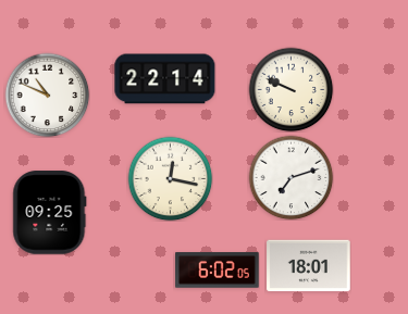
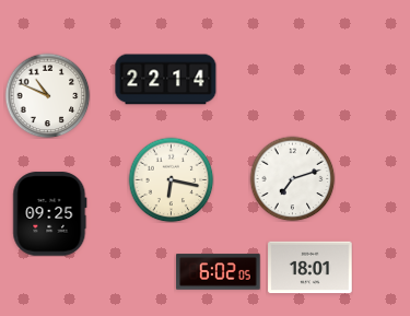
clock at (290, 89): 9:49 -> none
clock at (170, 178): 12:17 -> 6:17
